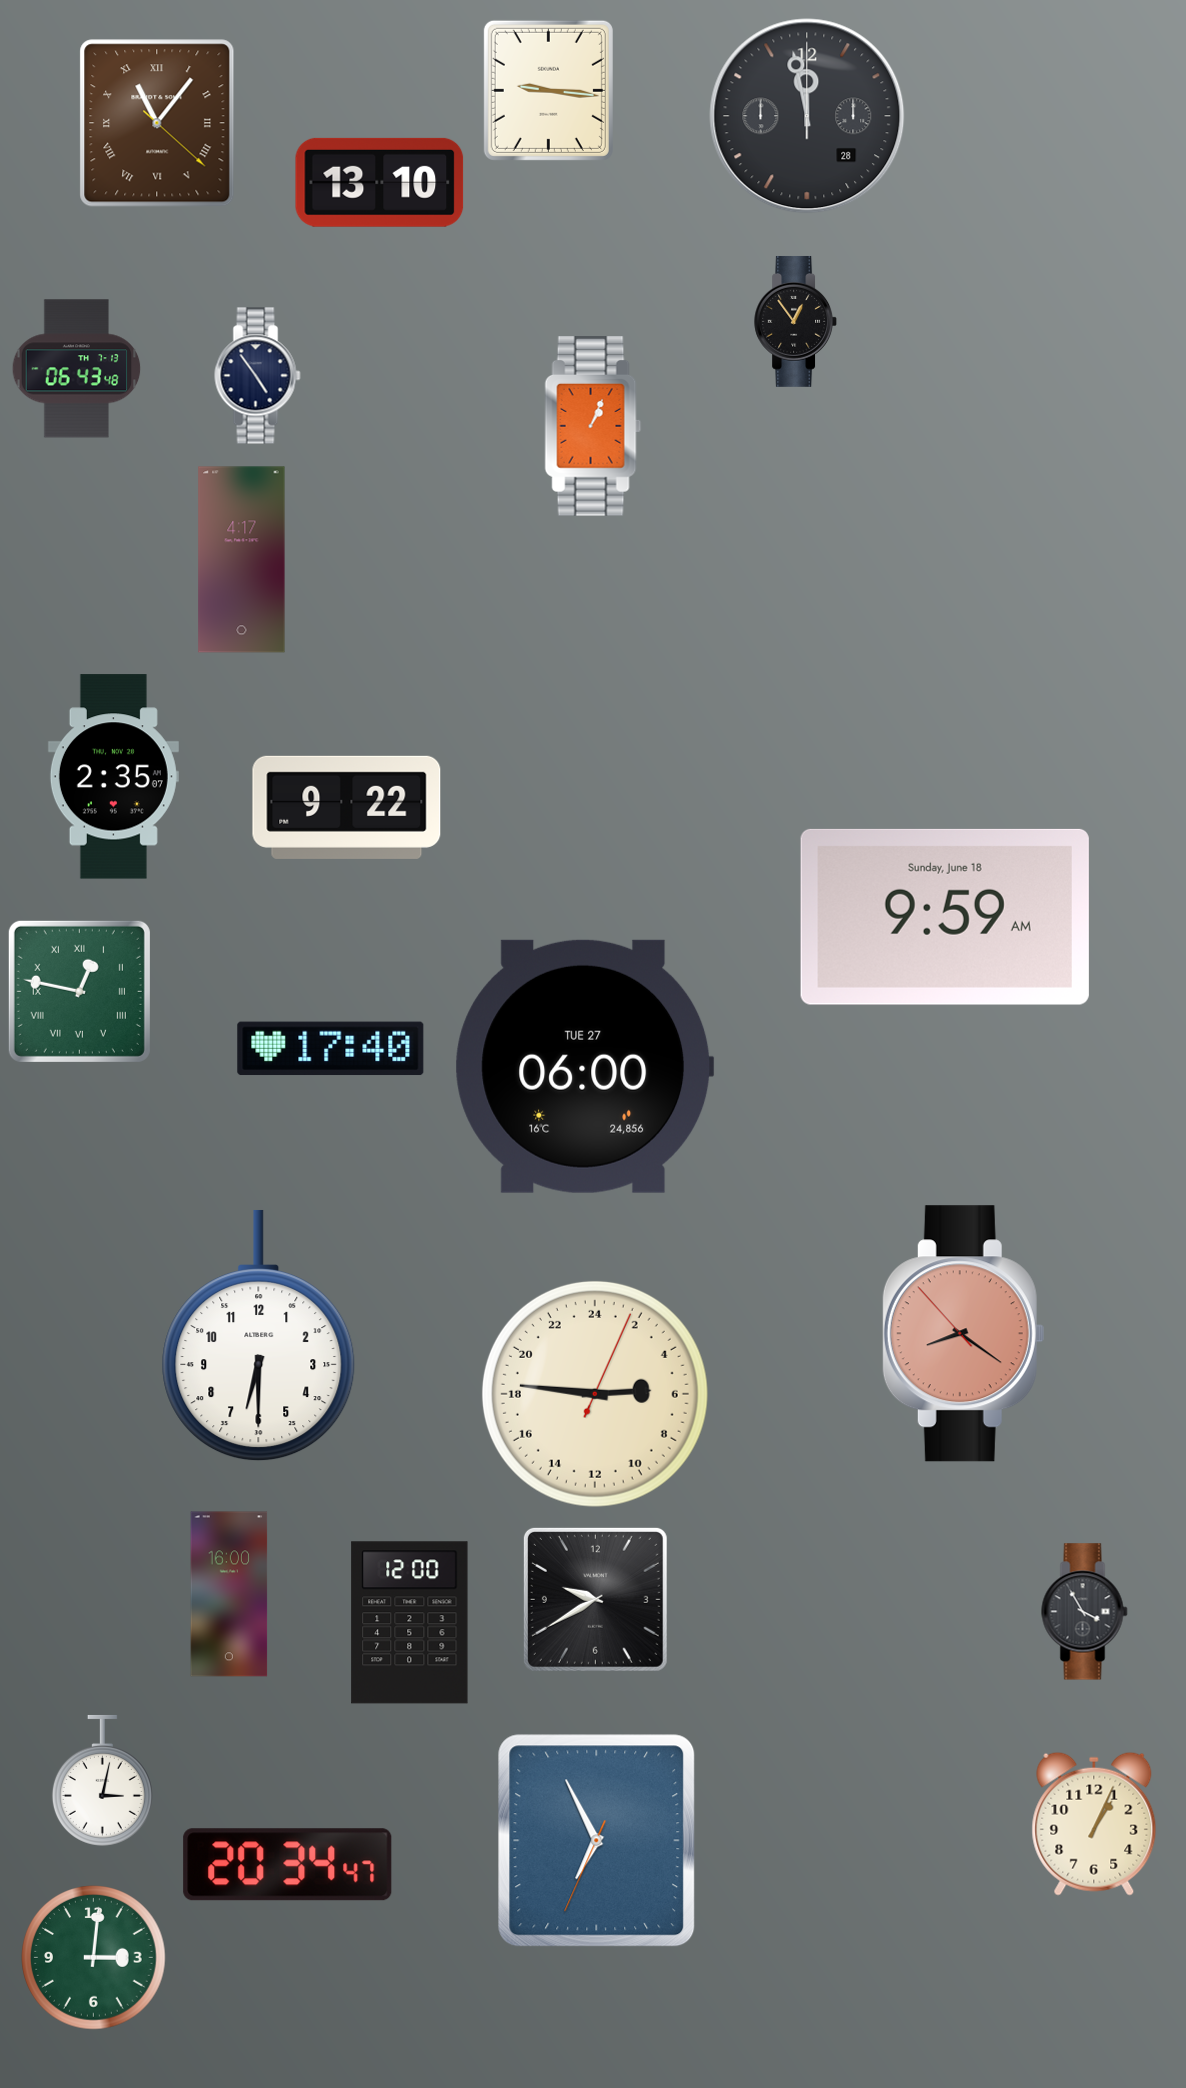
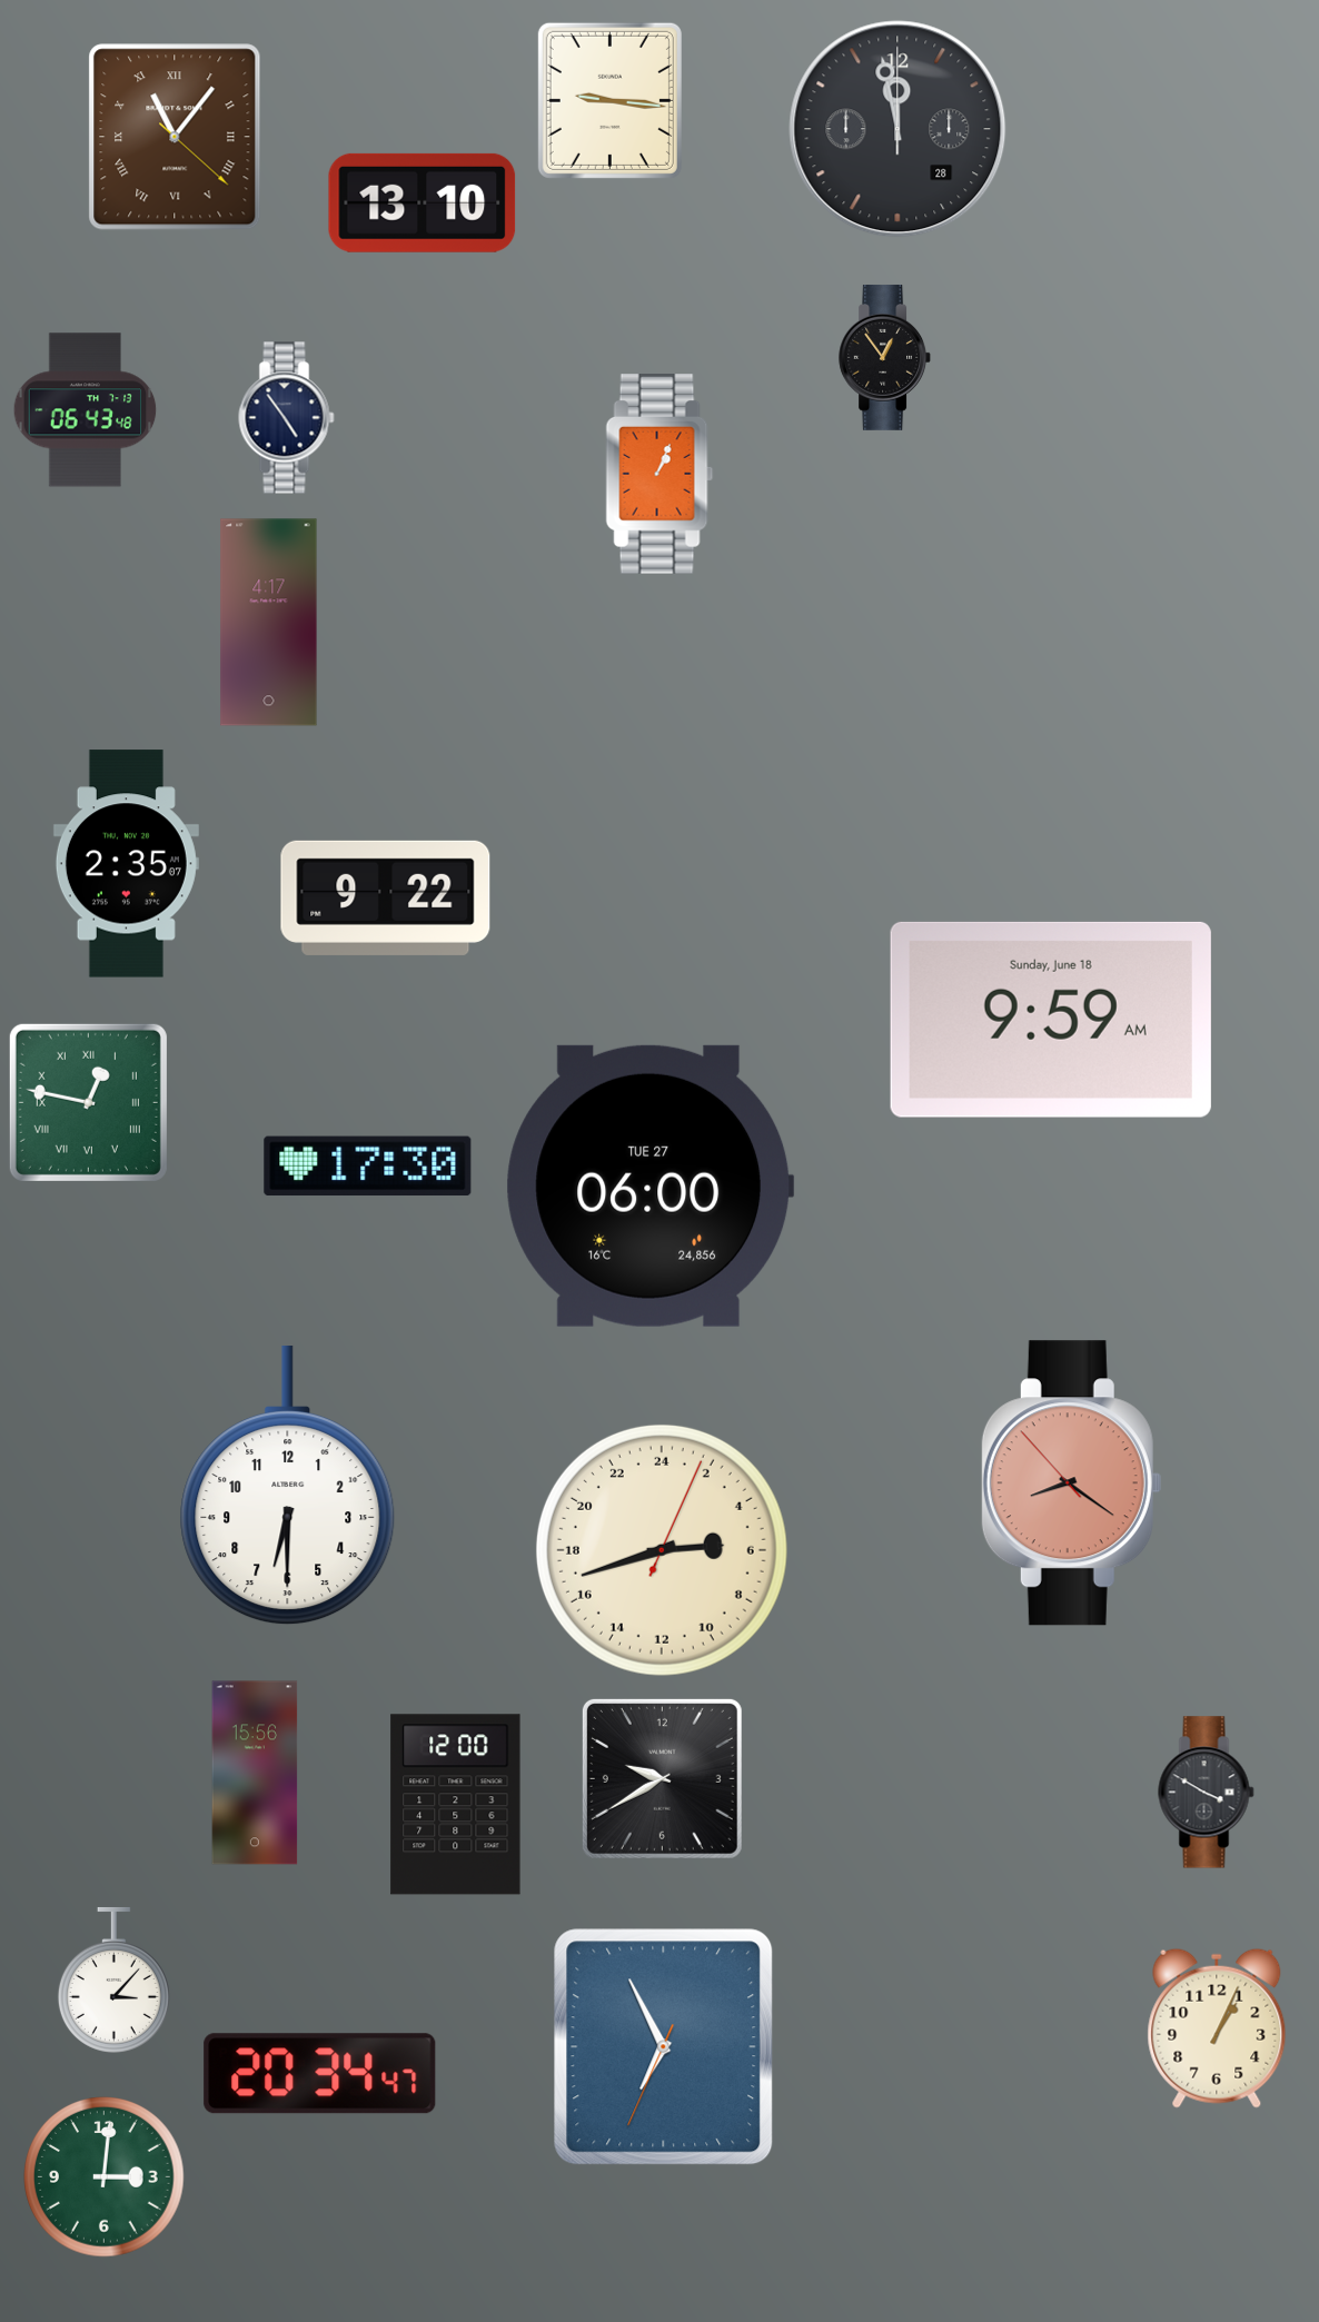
clock at (331, 1049): 17:40 -> 17:30
clock at (595, 1394): 5:46 -> 5:42
clock at (229, 1594): 16:00 -> 15:56
clock at (1085, 1612): 3:55 -> 3:50
clock at (102, 1780): 3:02 -> 3:07
